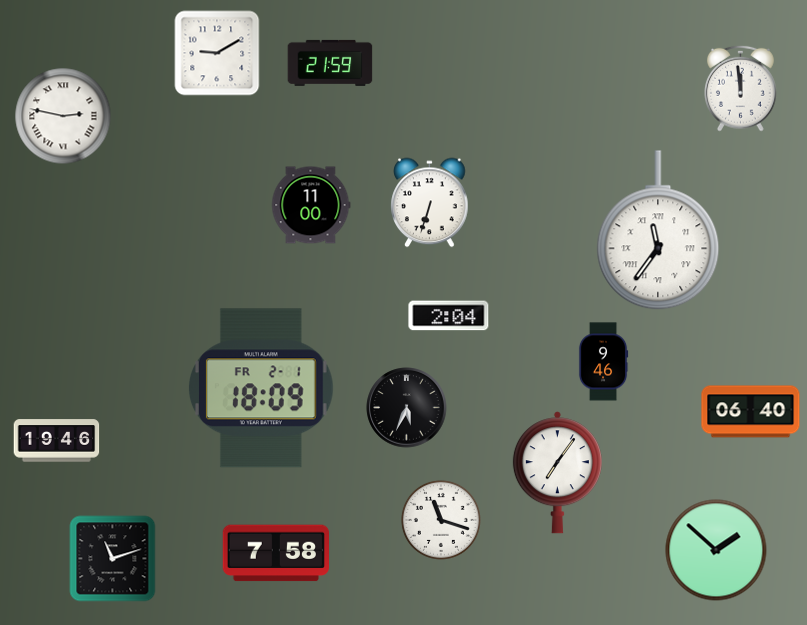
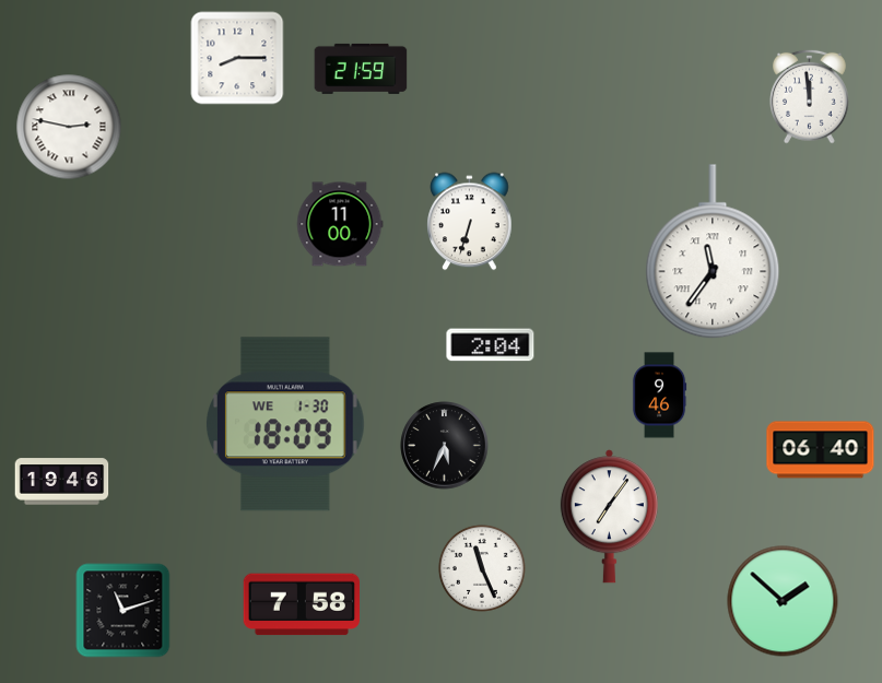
clock at (217, 53): 9:10 -> 8:15
clock at (658, 231) position: (658, 231) -> (713, 252)
clock at (261, 388) date: FR 2-1 -> WE 1-30
clock at (441, 520): 11:18 -> 11:26
